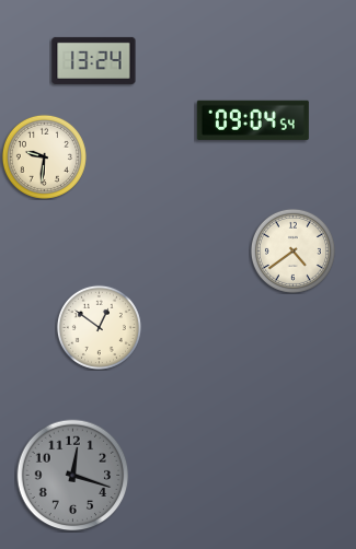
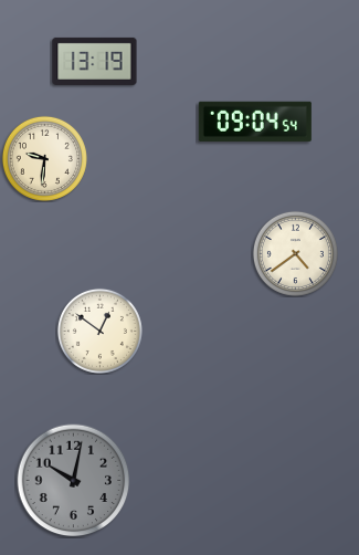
clock at (94, 60): 13:24 -> 13:19
clock at (73, 476): 12:18 -> 10:02
